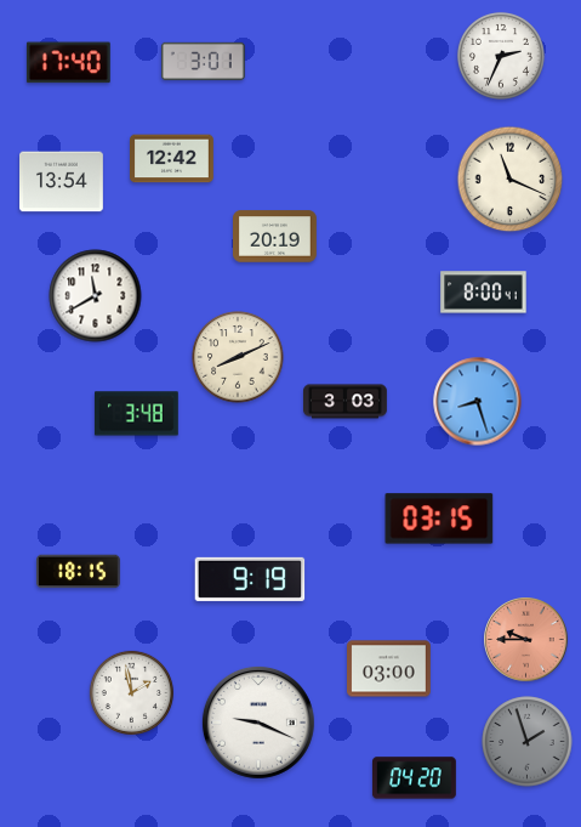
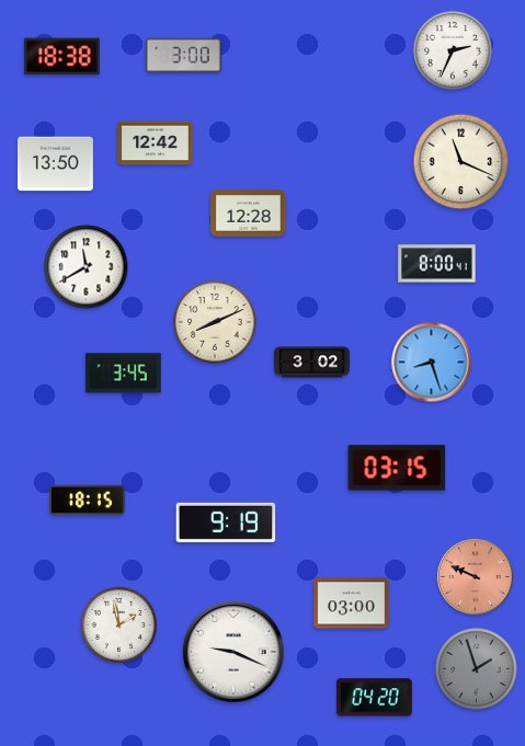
clock at (203, 61): 3:01 -> 3:00
clock at (68, 63): 17:40 -> 18:38
clock at (62, 182): 13:54 -> 13:50
clock at (275, 237): 20:19 -> 12:28
clock at (346, 402): 3:03 -> 3:02
clock at (136, 414): 3:48 -> 3:45
clock at (79, 572) position: (79, 572) -> (88, 501)
clock at (526, 640): 9:45 -> 9:49
clock at (415, 778) position: (415, 778) -> (375, 698)
